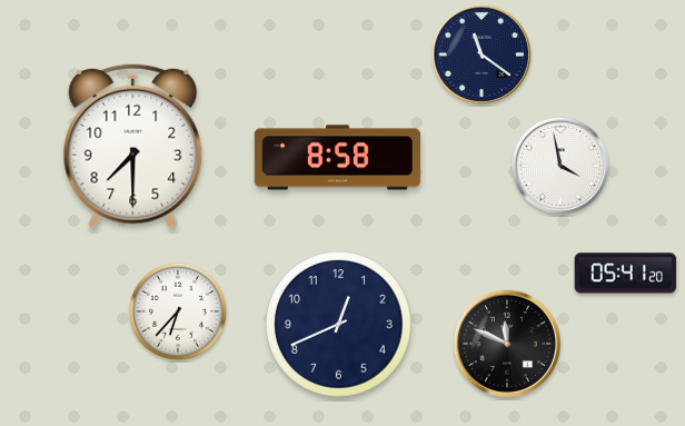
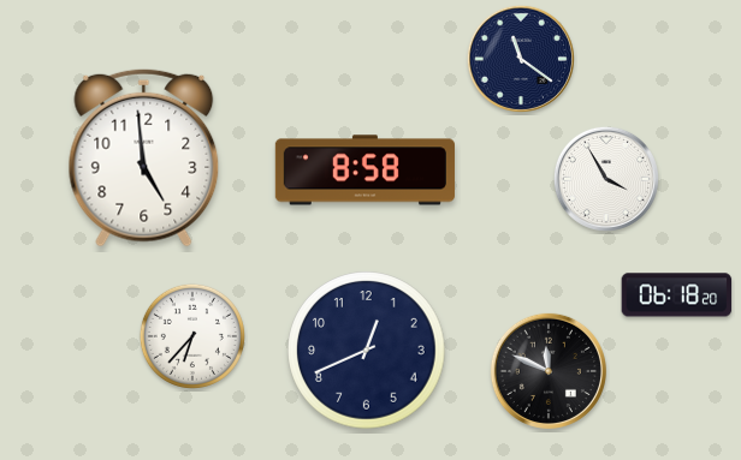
clock at (133, 146): 7:30 -> 4:59
clock at (560, 166): 3:58 -> 3:55
clock at (626, 274): 05:41 -> 06:18
